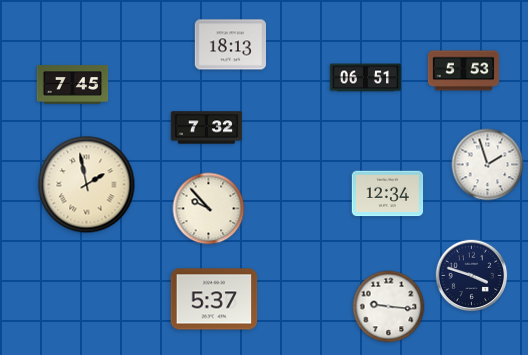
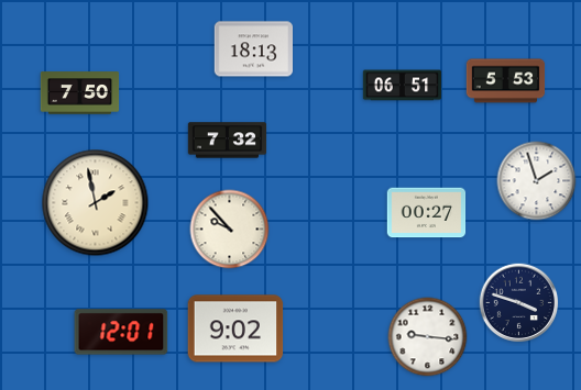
clock at (464, 71) position: (464, 71) -> (506, 81)
clock at (73, 85): 7:45 -> 7:50
clock at (388, 194): 12:34 -> 00:27
clock at (214, 299): 5:37 -> 9:02
clock at (121, 332): none -> 12:01
